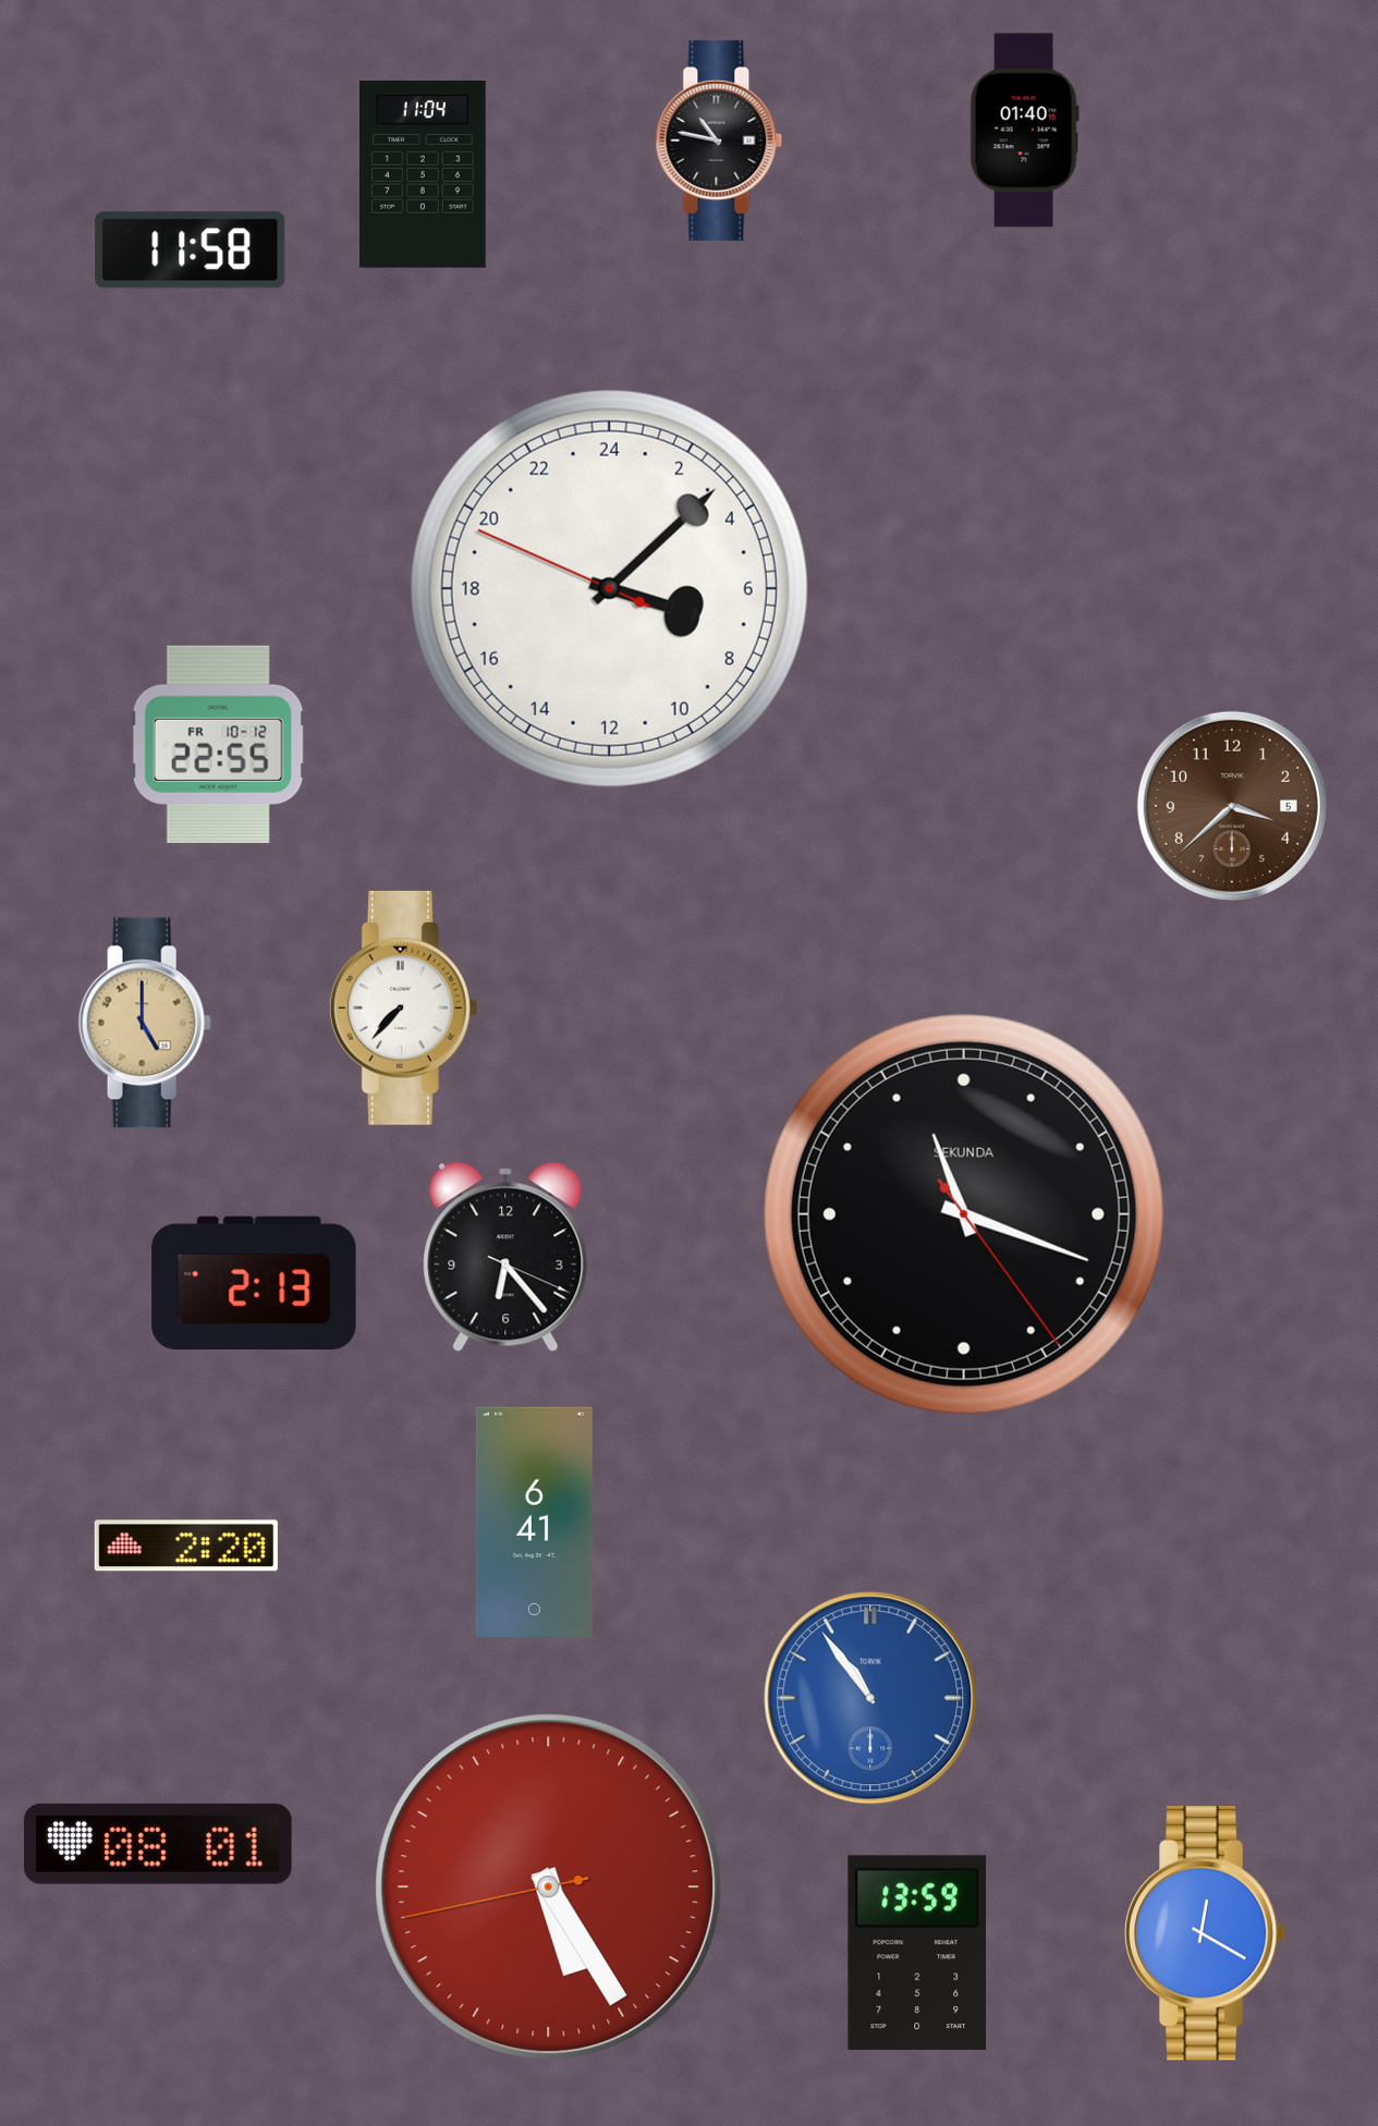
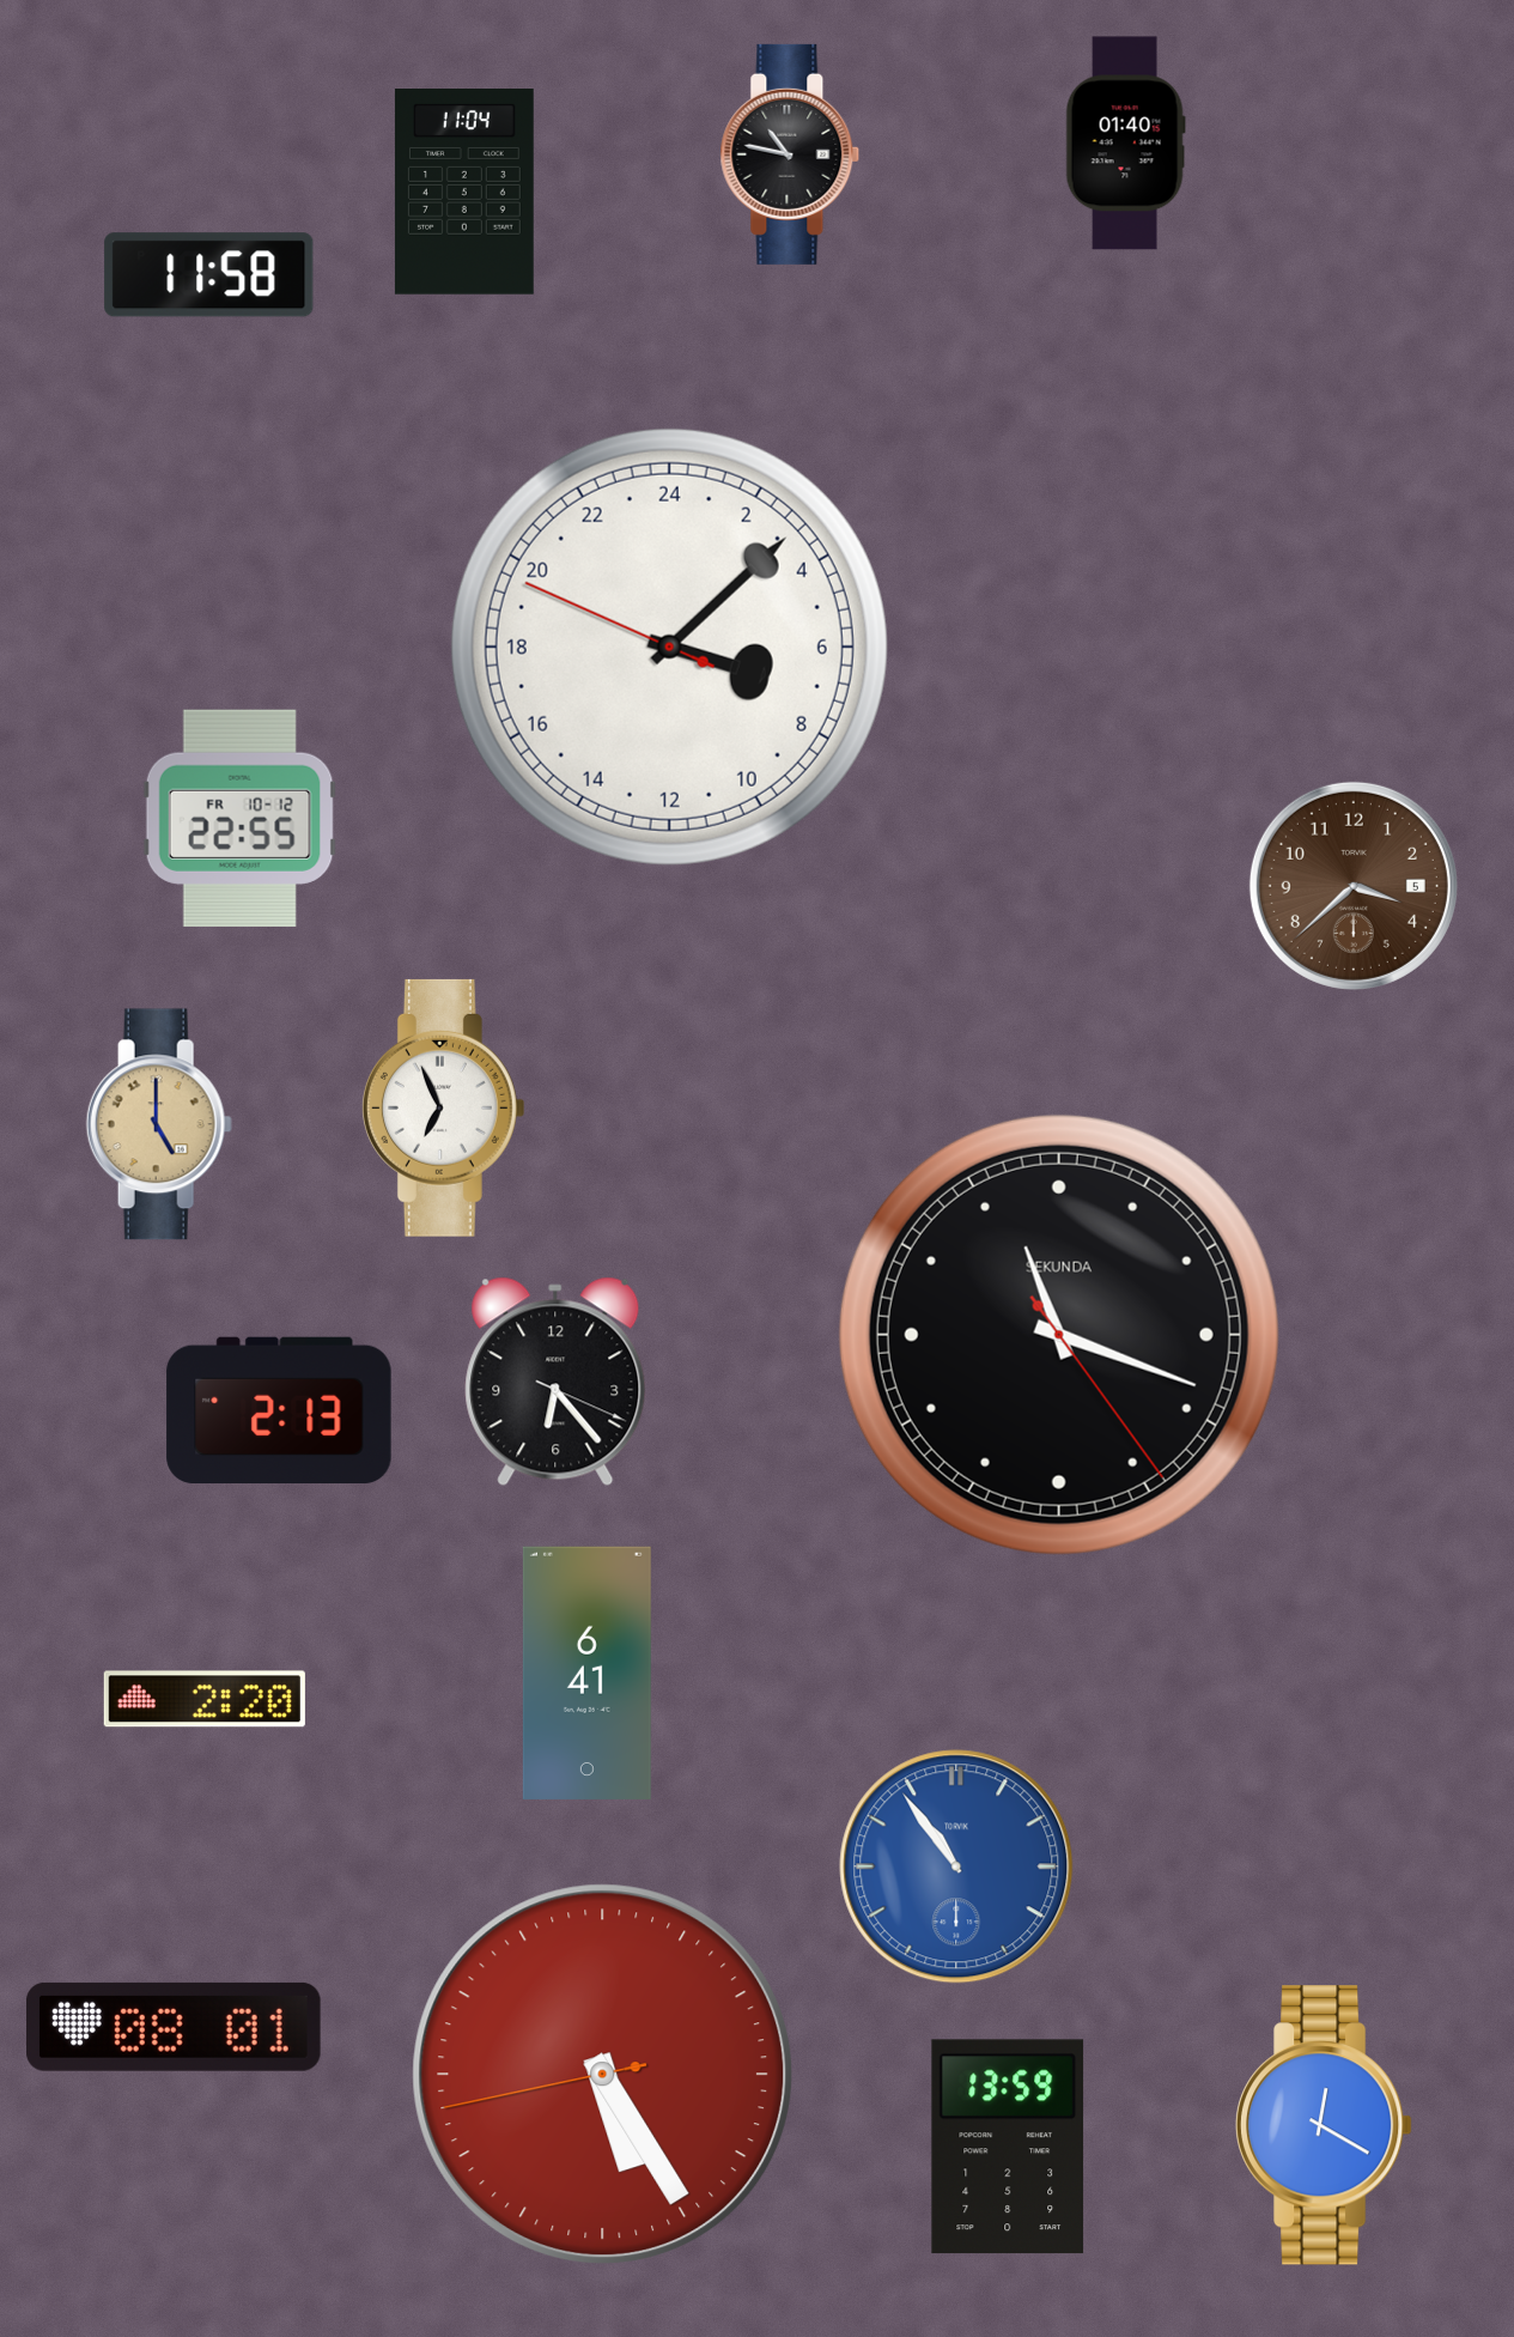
clock at (403, 1007): 7:37 -> 6:56
